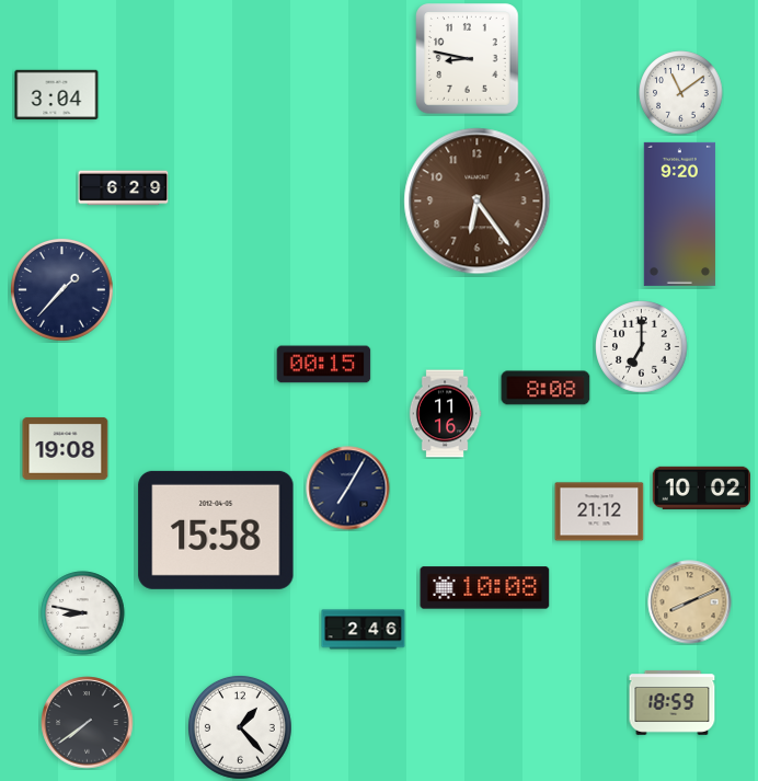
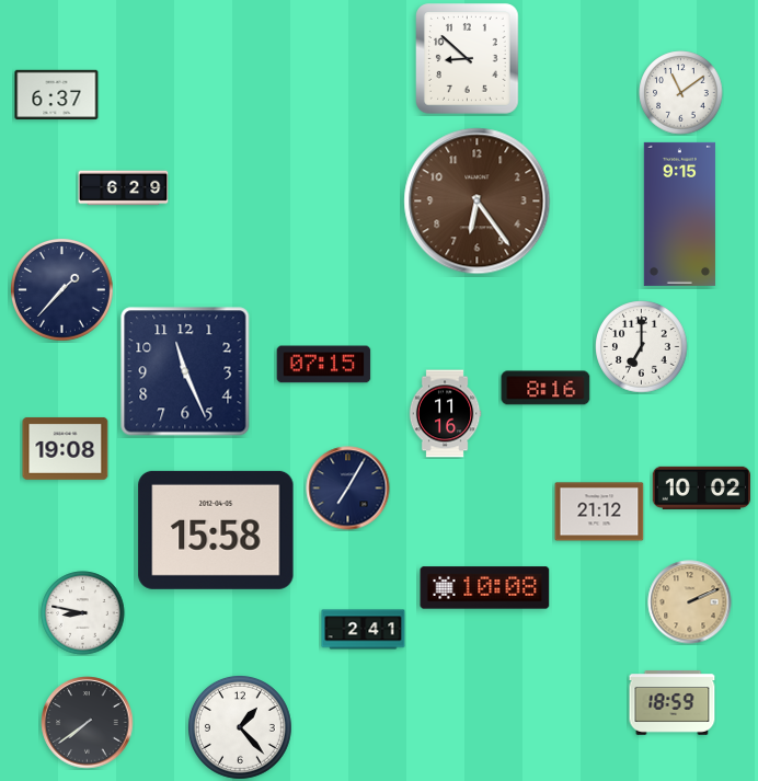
clock at (468, 59): 8:47 -> 8:52
clock at (57, 94): 3:04 -> 6:37
clock at (679, 214): 9:20 -> 9:15
clock at (324, 365): 00:15 -> 07:15
clock at (185, 371): none -> 11:26
clock at (545, 388): 8:08 -> 8:16
clock at (690, 602): 8:11 -> 2:11
clock at (364, 630): 2:46 -> 2:41
